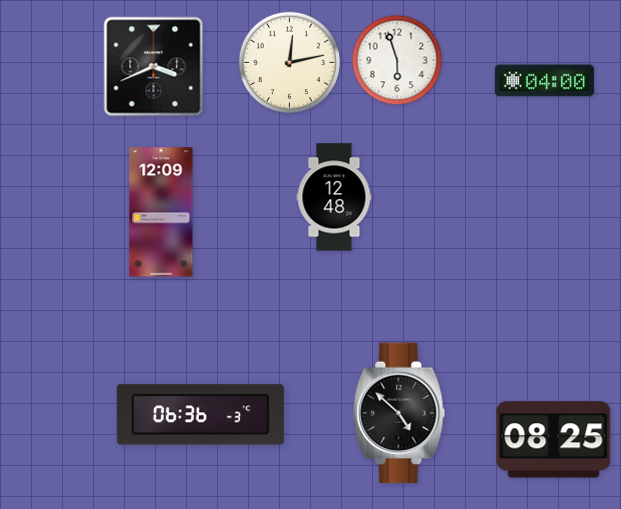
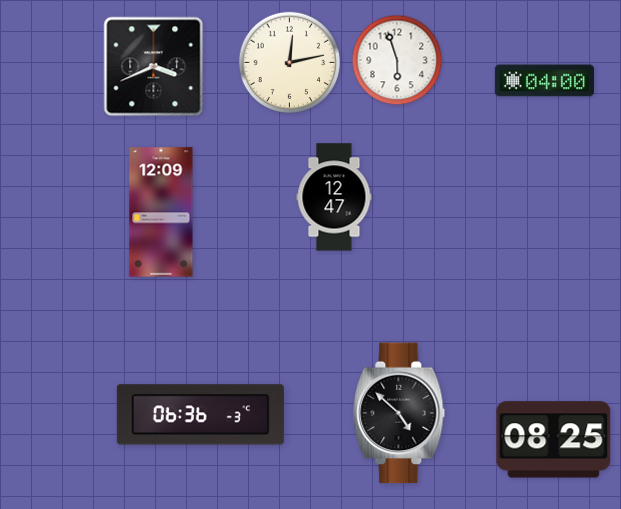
clock at (334, 197): 12:48 -> 12:47
